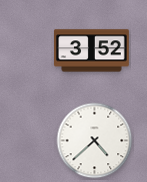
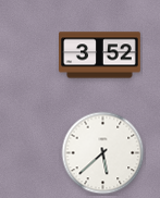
clock at (95, 141): 4:38 -> 5:38
